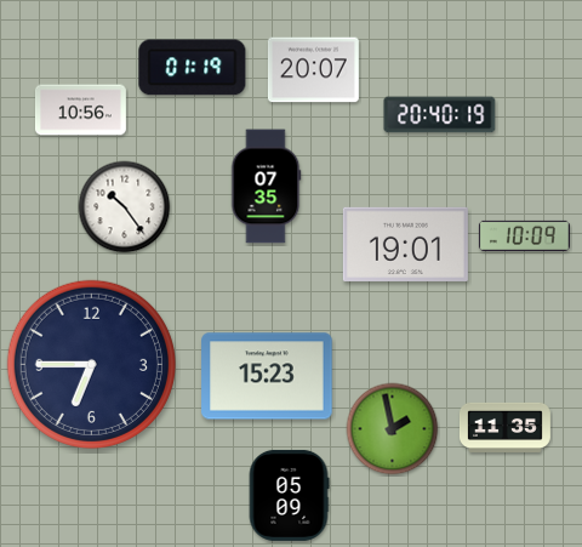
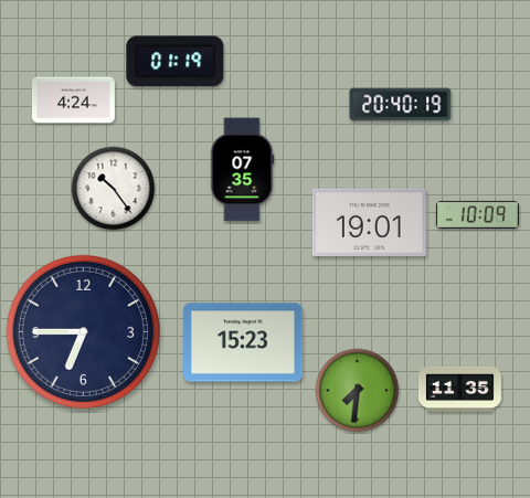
clock at (313, 70): 20:07 -> none
clock at (80, 110): 10:56 -> 4:24
clock at (393, 429): 1:58 -> 7:31
clock at (289, 495): 05:09 -> none
